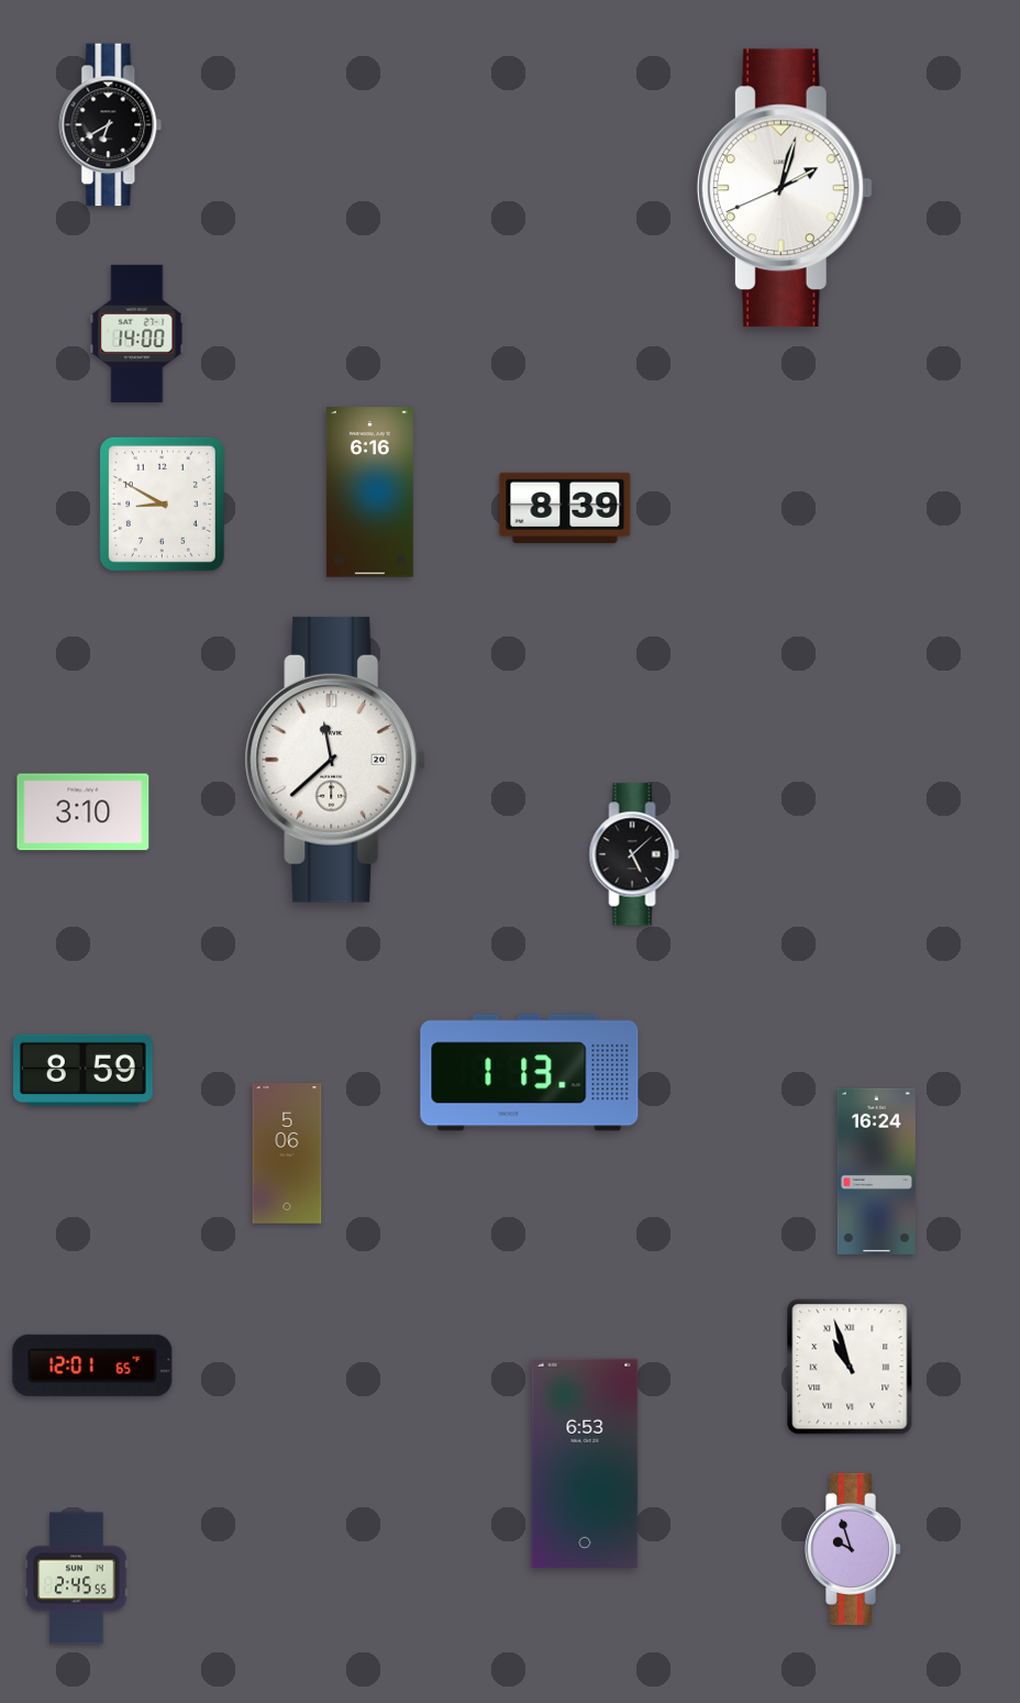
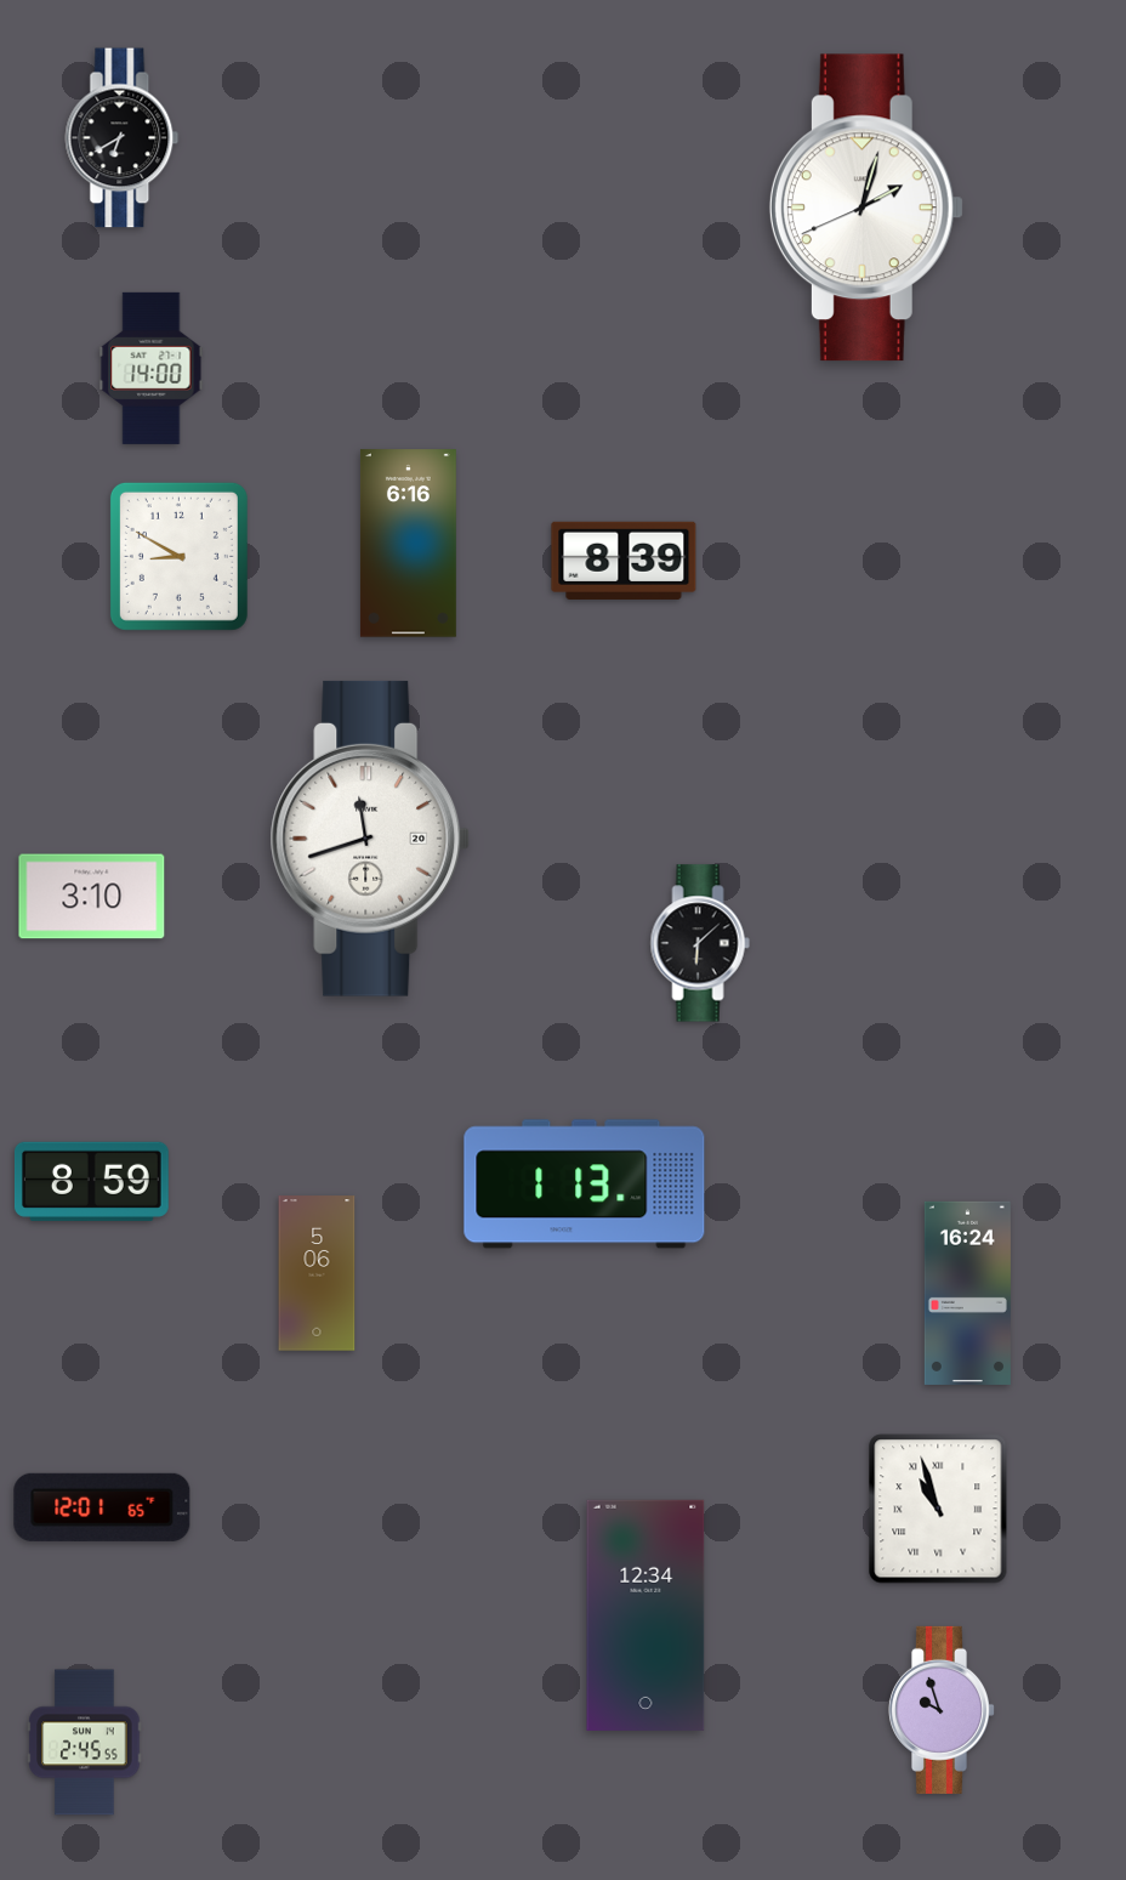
clock at (335, 760): 11:38 -> 11:42
clock at (634, 854): 5:08 -> 6:08
clock at (585, 1463): 6:53 -> 12:34
